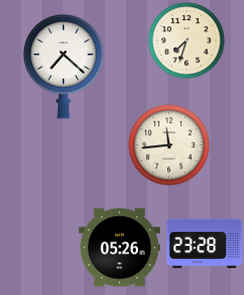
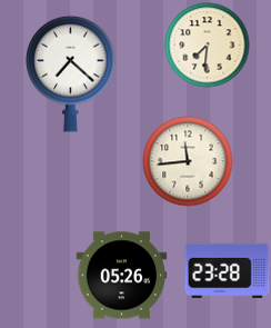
clock at (187, 41): 7:33 -> 7:31
clock at (120, 248) position: (120, 248) -> (122, 276)
